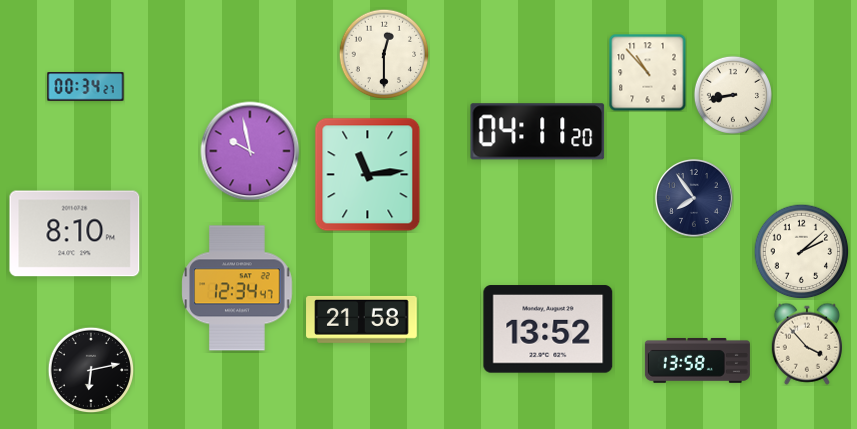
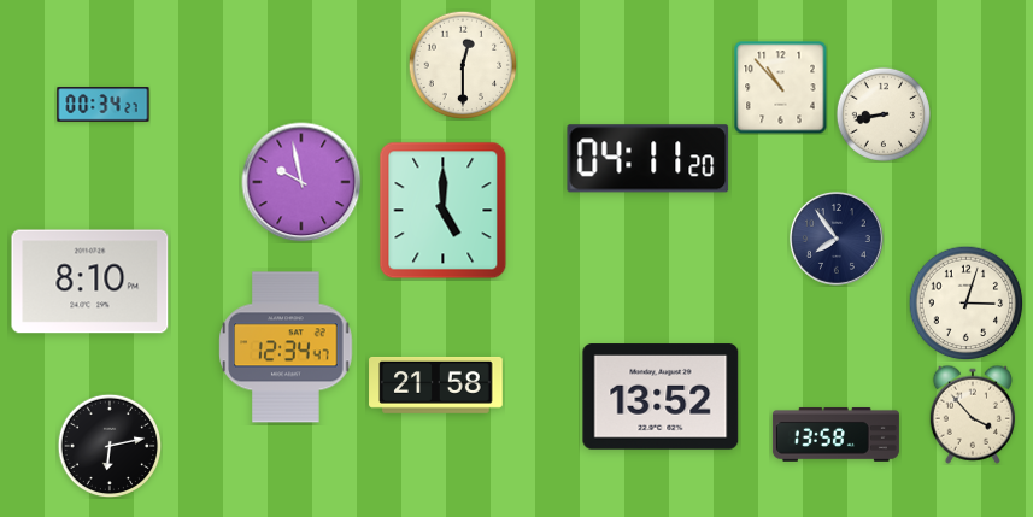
clock at (368, 175): 11:14 -> 5:00
clock at (801, 251): 2:08 -> 3:03
clock at (697, 360) position: (697, 360) -> (835, 434)
